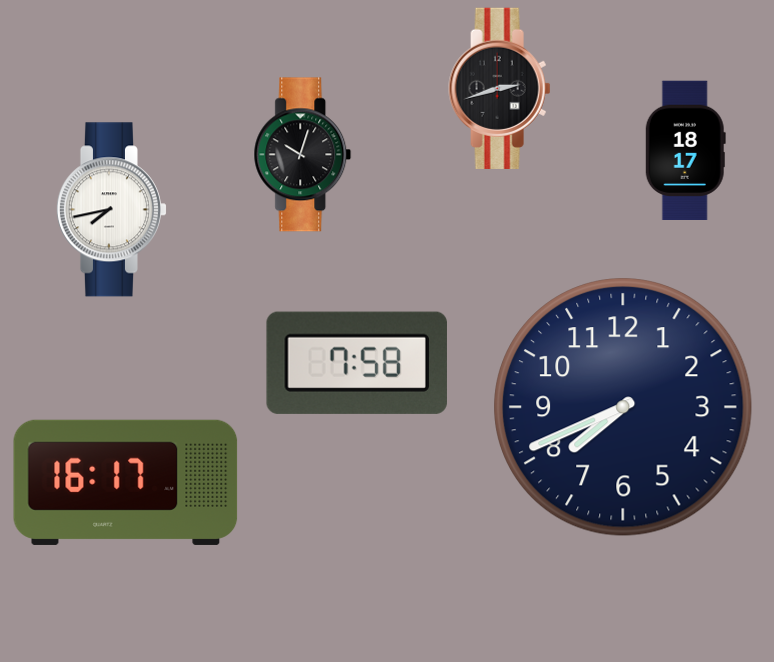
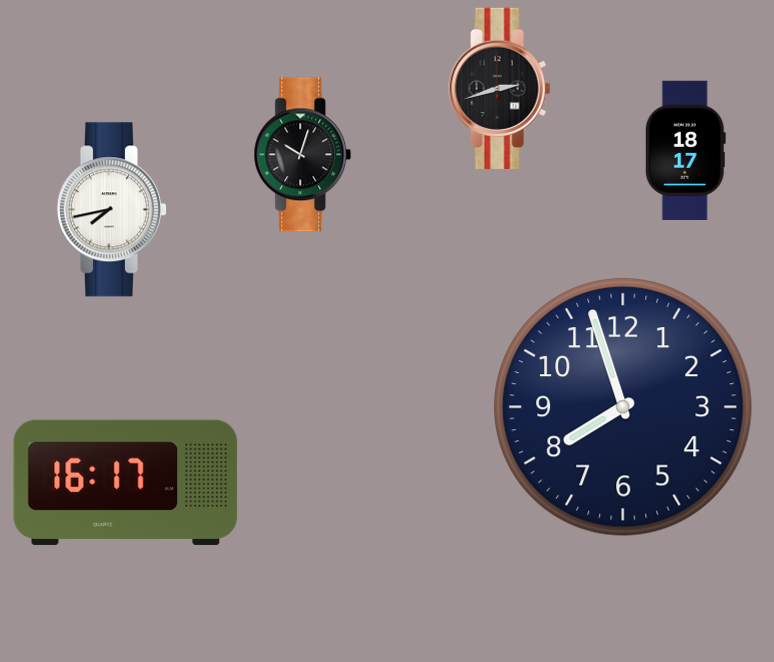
clock at (357, 363): 7:58 -> none
clock at (624, 408): 7:41 -> 7:57
